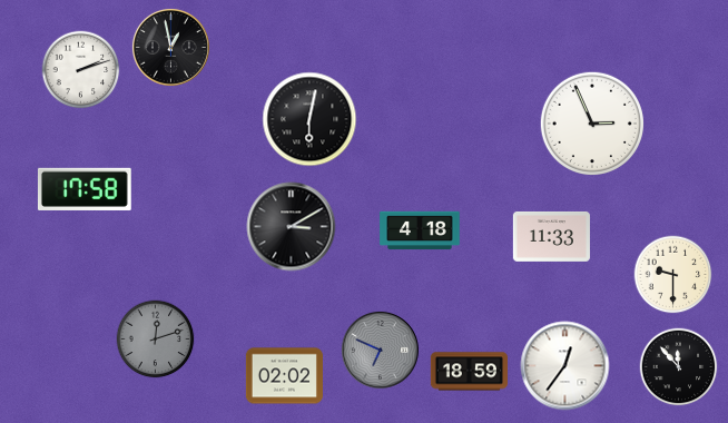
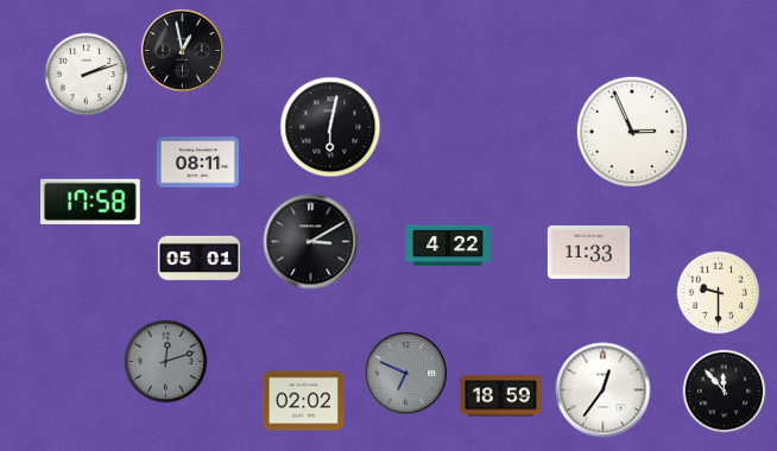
clock at (197, 163): none -> 08:11
clock at (420, 230): 4:18 -> 4:22
clock at (198, 259): none -> 05:01
